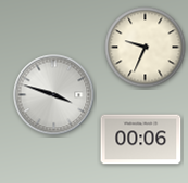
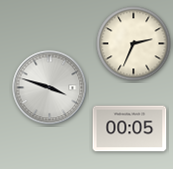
clock at (146, 48): 9:34 -> 2:34
clock at (141, 140): 00:06 -> 00:05
